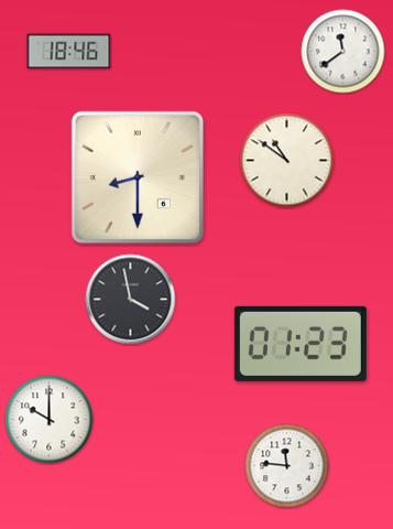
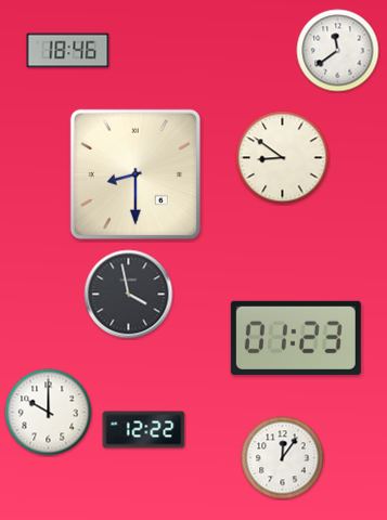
clock at (287, 161): 10:51 -> 8:51
clock at (144, 430): none -> 12:22
clock at (287, 466): 11:46 -> 12:06
